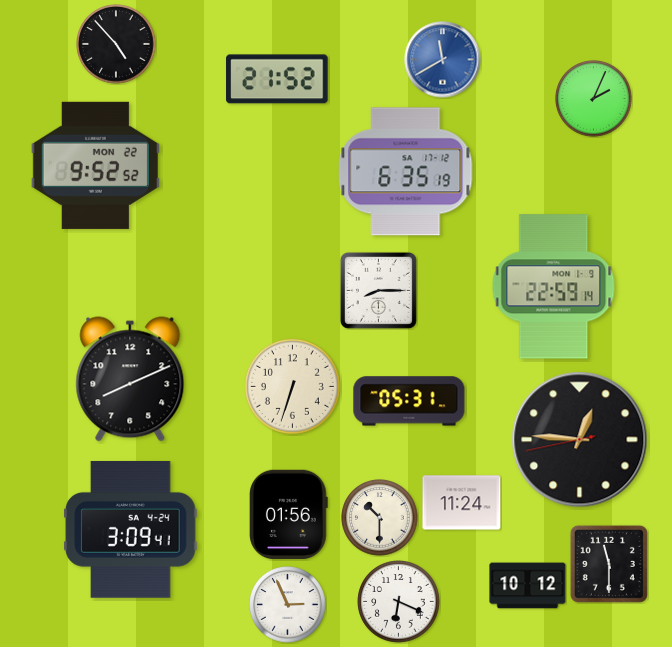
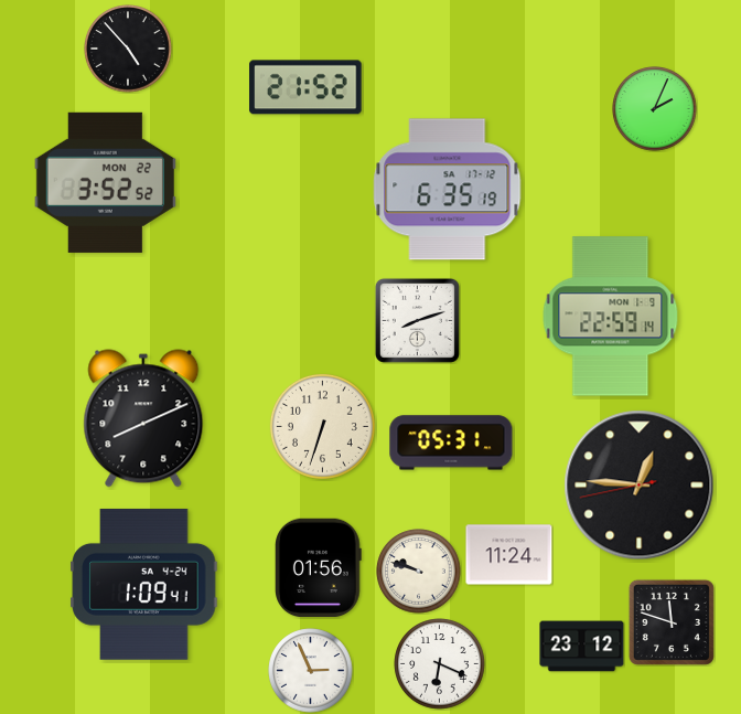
clock at (443, 60): 11:40 -> none
clock at (95, 165): 9:52 -> 3:52
clock at (378, 290): 8:15 -> 8:12
clock at (380, 518): 10:30 -> 9:48
clock at (131, 529): 3:09 -> 1:09
clock at (609, 564): 11:30 -> 11:48
clock at (528, 586): 10:12 -> 23:12
clock at (288, 605) position: (288, 605) -> (311, 671)
